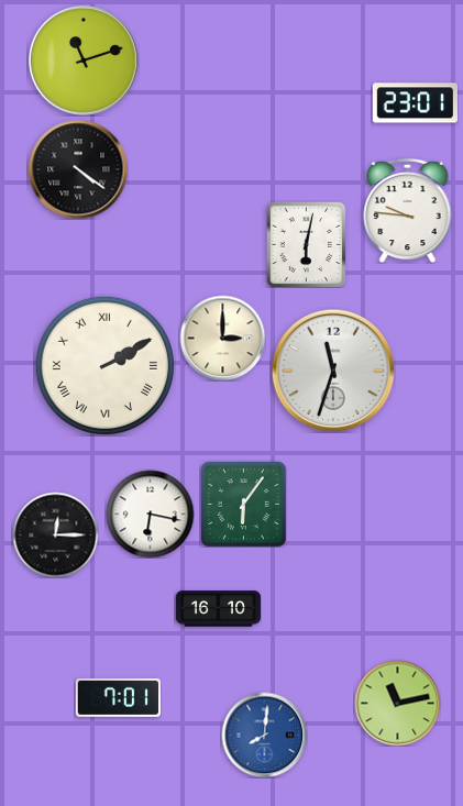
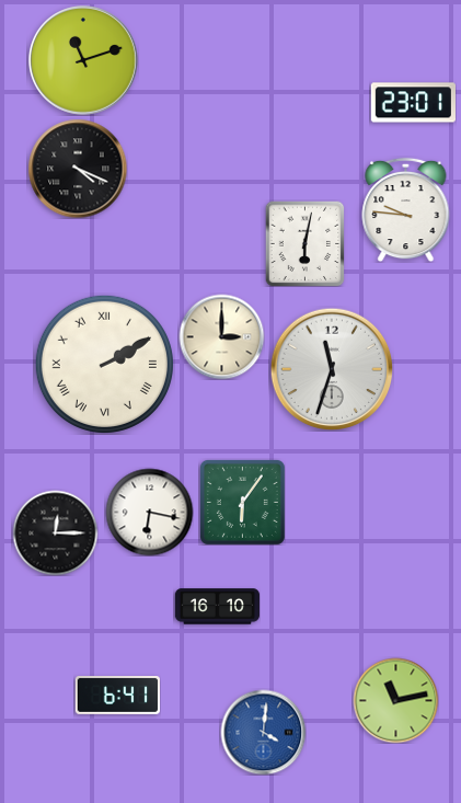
clock at (78, 169): 4:21 -> 4:19
clock at (118, 698): 7:01 -> 6:41
clock at (264, 735): 8:01 -> 4:01
